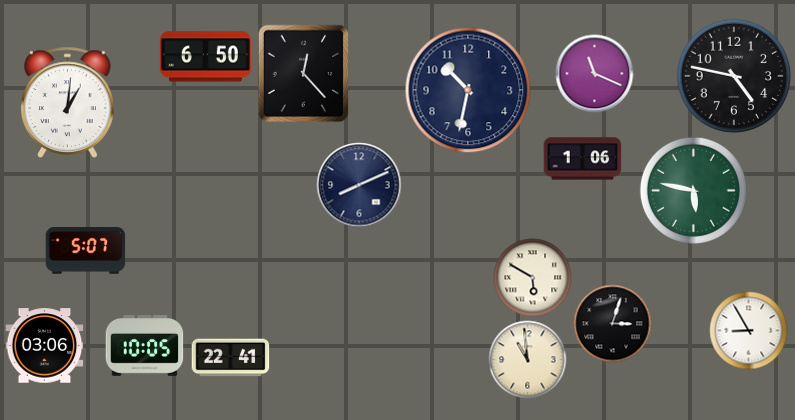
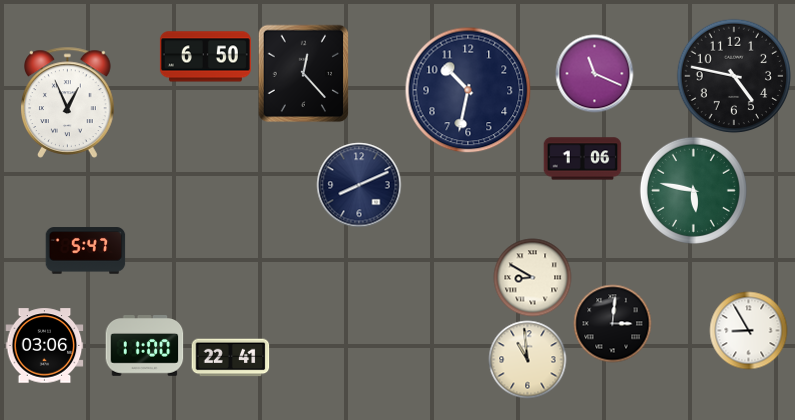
clock at (68, 102): 1:01 -> 12:56
clock at (85, 251): 5:07 -> 5:47
clock at (532, 277): 5:50 -> 8:50
clock at (612, 323): 3:03 -> 3:01
clock at (144, 346): 10:05 -> 11:00
